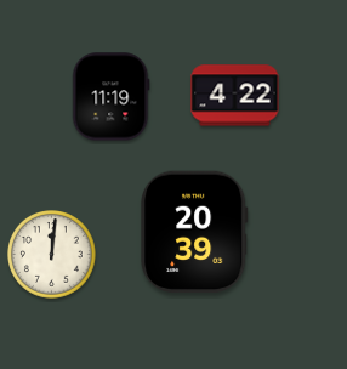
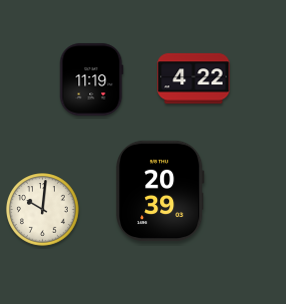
clock at (52, 255): 12:01 -> 10:01
